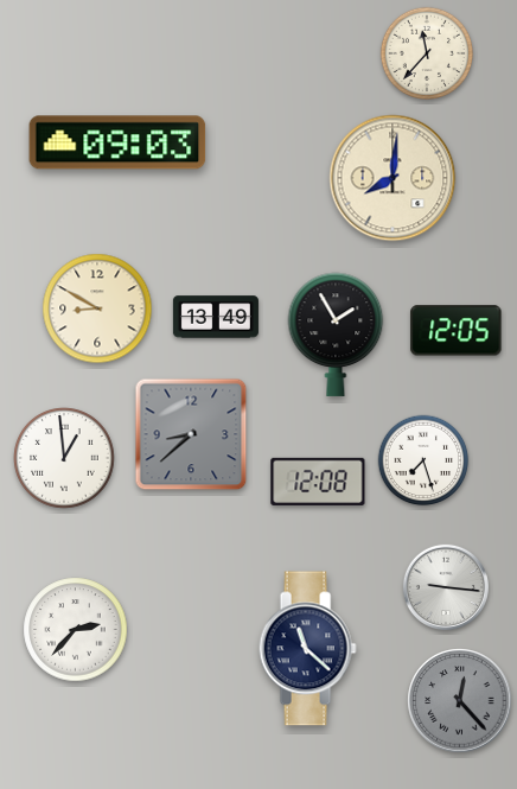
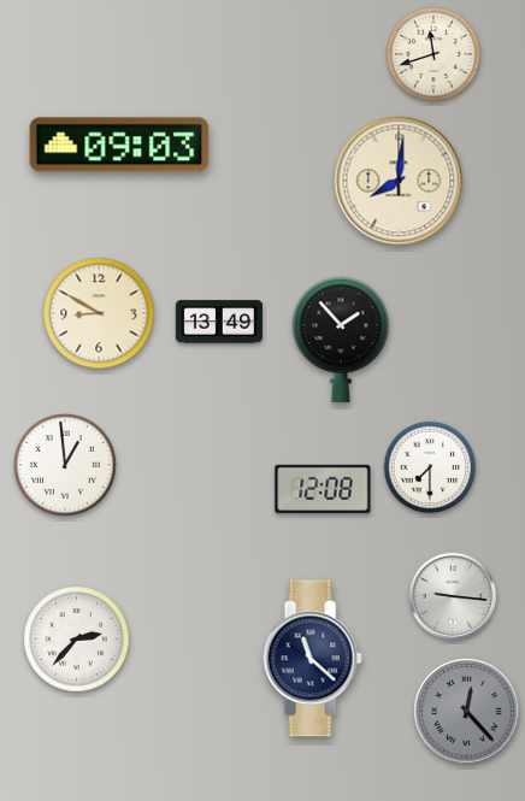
clock at (426, 52): 11:37 -> 11:42
clock at (457, 331): 12:05 -> none
clock at (336, 335): 1:55 -> 1:53
clock at (191, 434): 8:38 -> none
clock at (423, 460): 7:27 -> 7:30
